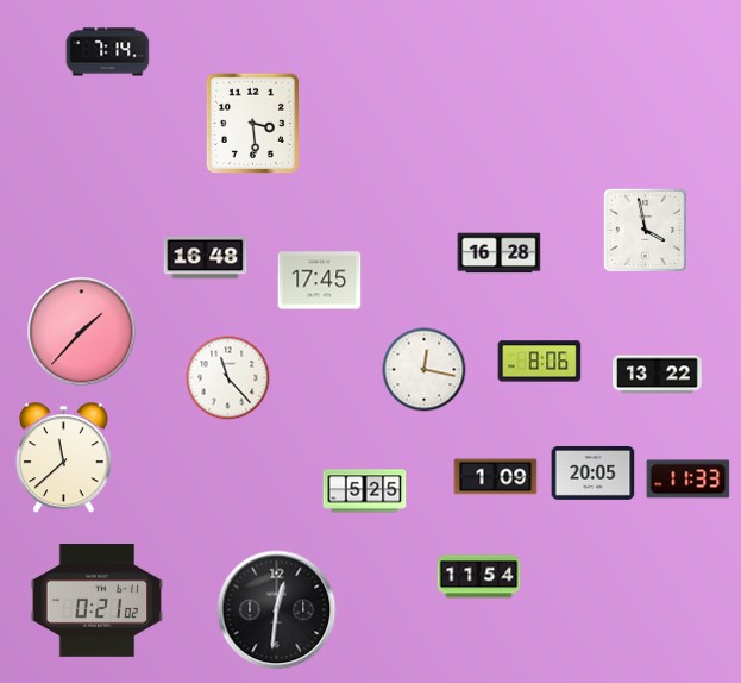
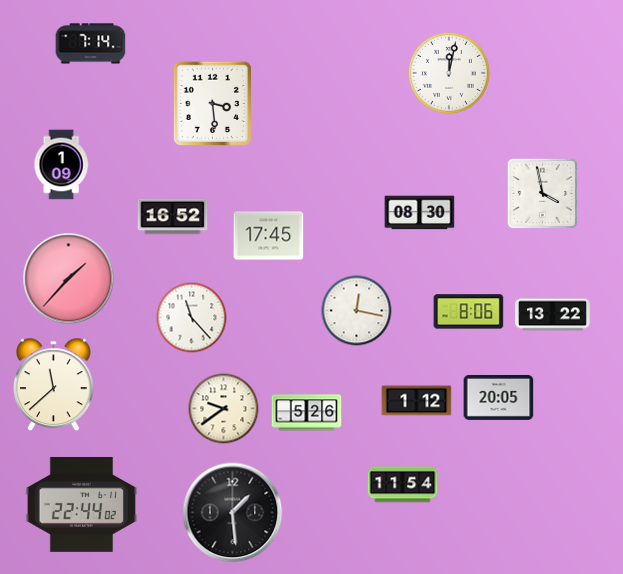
clock at (449, 73): none -> 12:02
clock at (61, 165): none -> 1:09
clock at (500, 253): 16:28 -> 08:30
clock at (206, 258): 16:48 -> 16:52
clock at (540, 362) position: (540, 362) -> (469, 312)
clock at (496, 477): 1:09 -> 1:12
clock at (689, 480): 11:33 -> none
clock at (224, 409): none -> 9:39
clock at (365, 491): 5:25 -> 5:26
clock at (98, 600): 0:21 -> 22:44
clock at (277, 610): 12:31 -> 1:29
